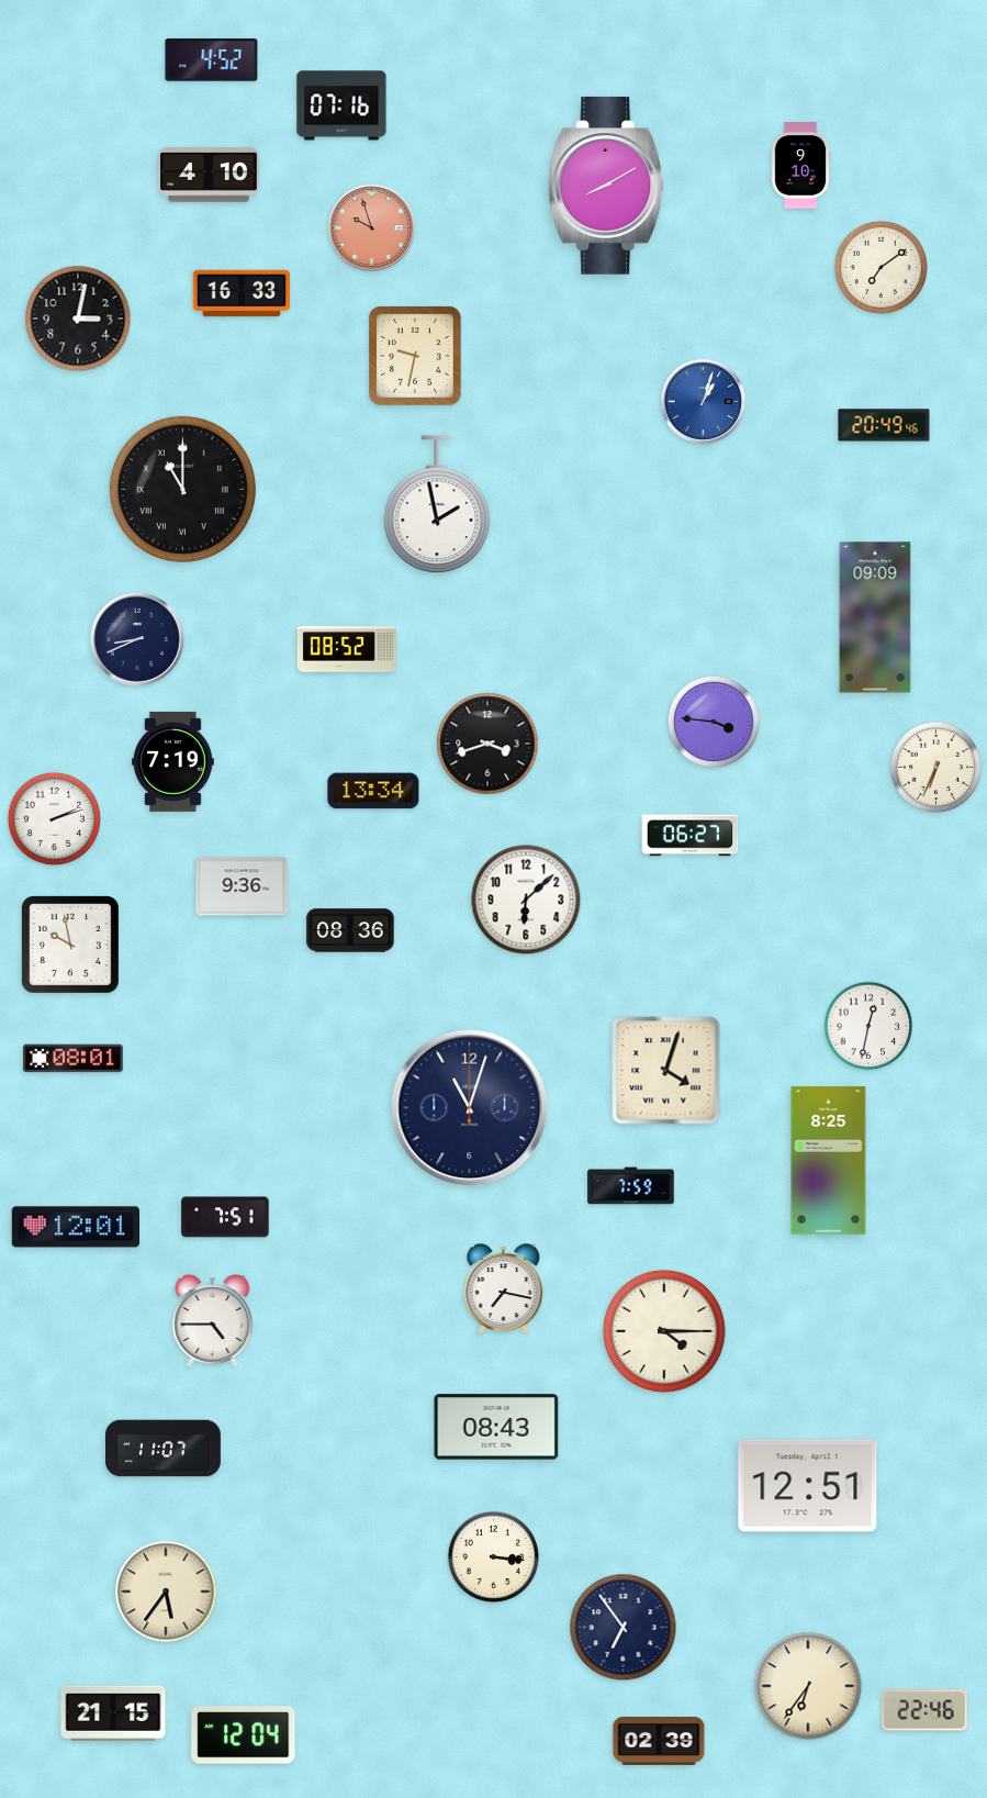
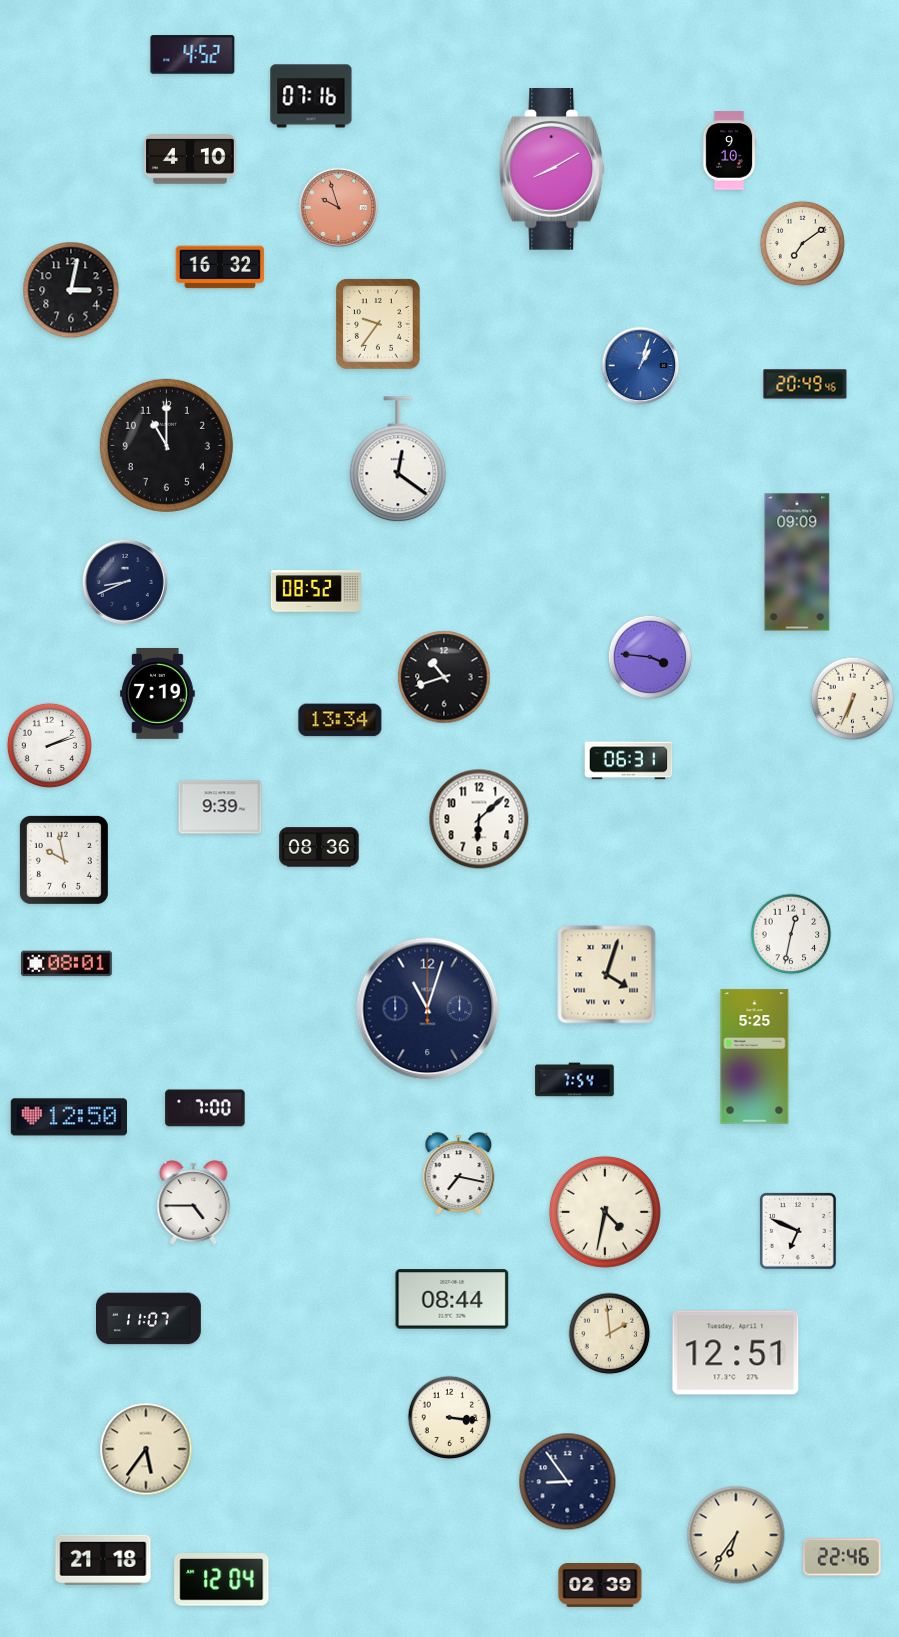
clock at (242, 293): 16:33 -> 16:32
clock at (416, 357): 9:32 -> 9:36
clock at (884, 425) position: (884, 425) -> (805, 384)
clock at (182, 489) numerals: Roman -> Arabic
clock at (437, 505): 1:58 -> 12:21
clock at (487, 744): 3:42 -> 10:42
clock at (691, 836): 06:27 -> 06:31
clock at (242, 886): 9:36 -> 9:39
clock at (829, 1161): 8:25 -> 5:25
clock at (631, 1186): 7:59 -> 7:54
clock at (225, 1217): 7:51 -> 7:00
clock at (75, 1227): 12:01 -> 12:50
clock at (664, 1331): 4:15 -> 4:32
clock at (798, 1231): none -> 6:49
clock at (496, 1427): 08:43 -> 08:44
clock at (610, 1334): none -> 1:59
clock at (166, 1592) position: (166, 1592) -> (146, 1449)
clock at (624, 1628): 6:54 -> 8:54
clock at (113, 1713): 21:15 -> 21:18
